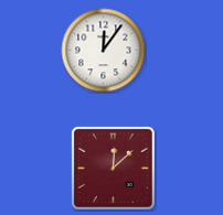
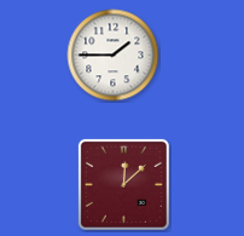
clock at (104, 51): 12:06 -> 1:45
